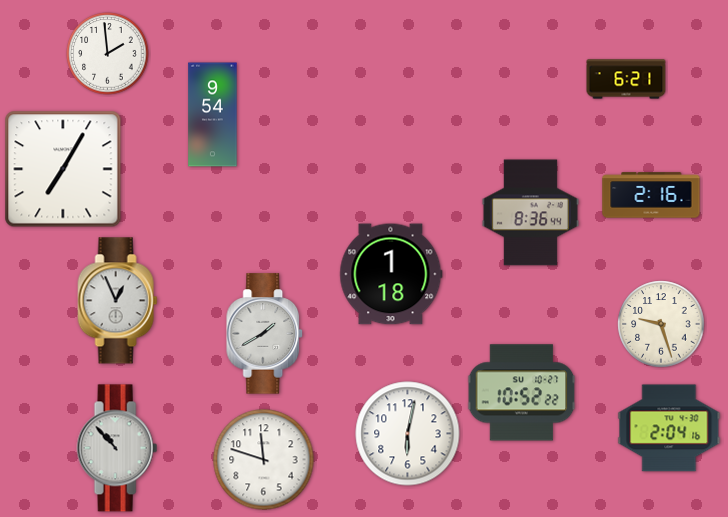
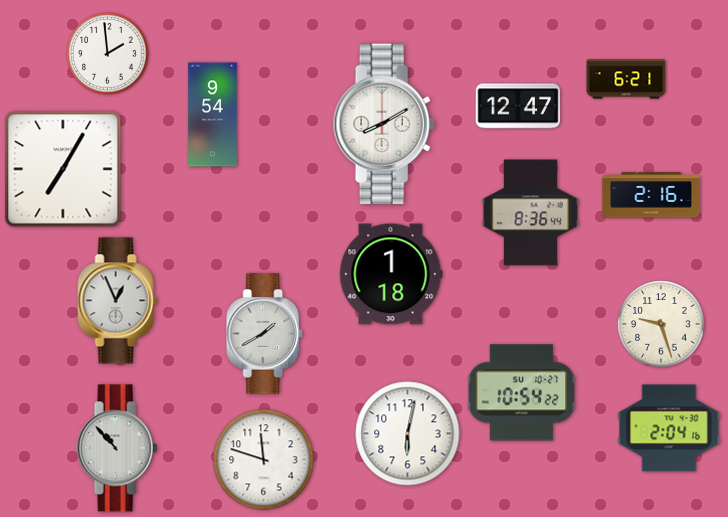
clock at (518, 106): none -> 12:47
clock at (384, 124): none -> 8:10
clock at (522, 393): 10:52 -> 10:54
